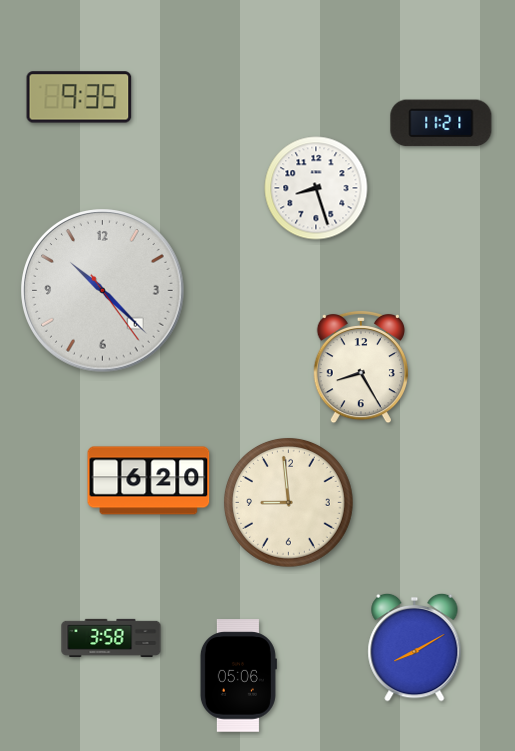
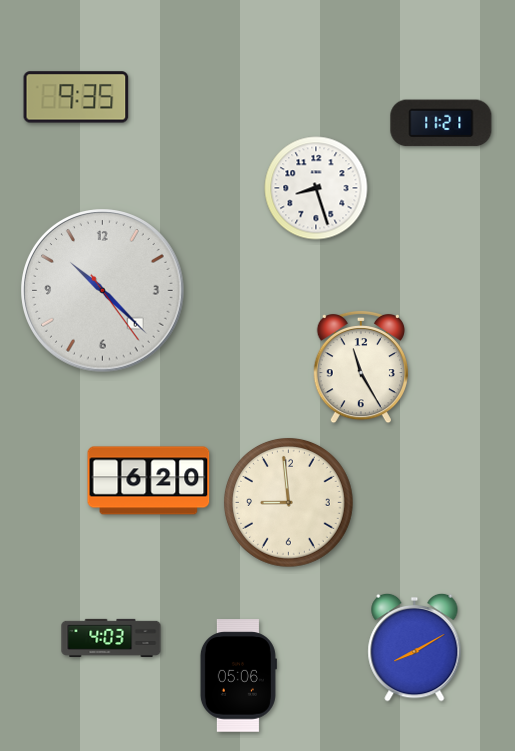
clock at (79, 97) position: (79, 97) -> (76, 97)
clock at (361, 367): 8:25 -> 11:25
clock at (111, 638): 3:58 -> 4:03
